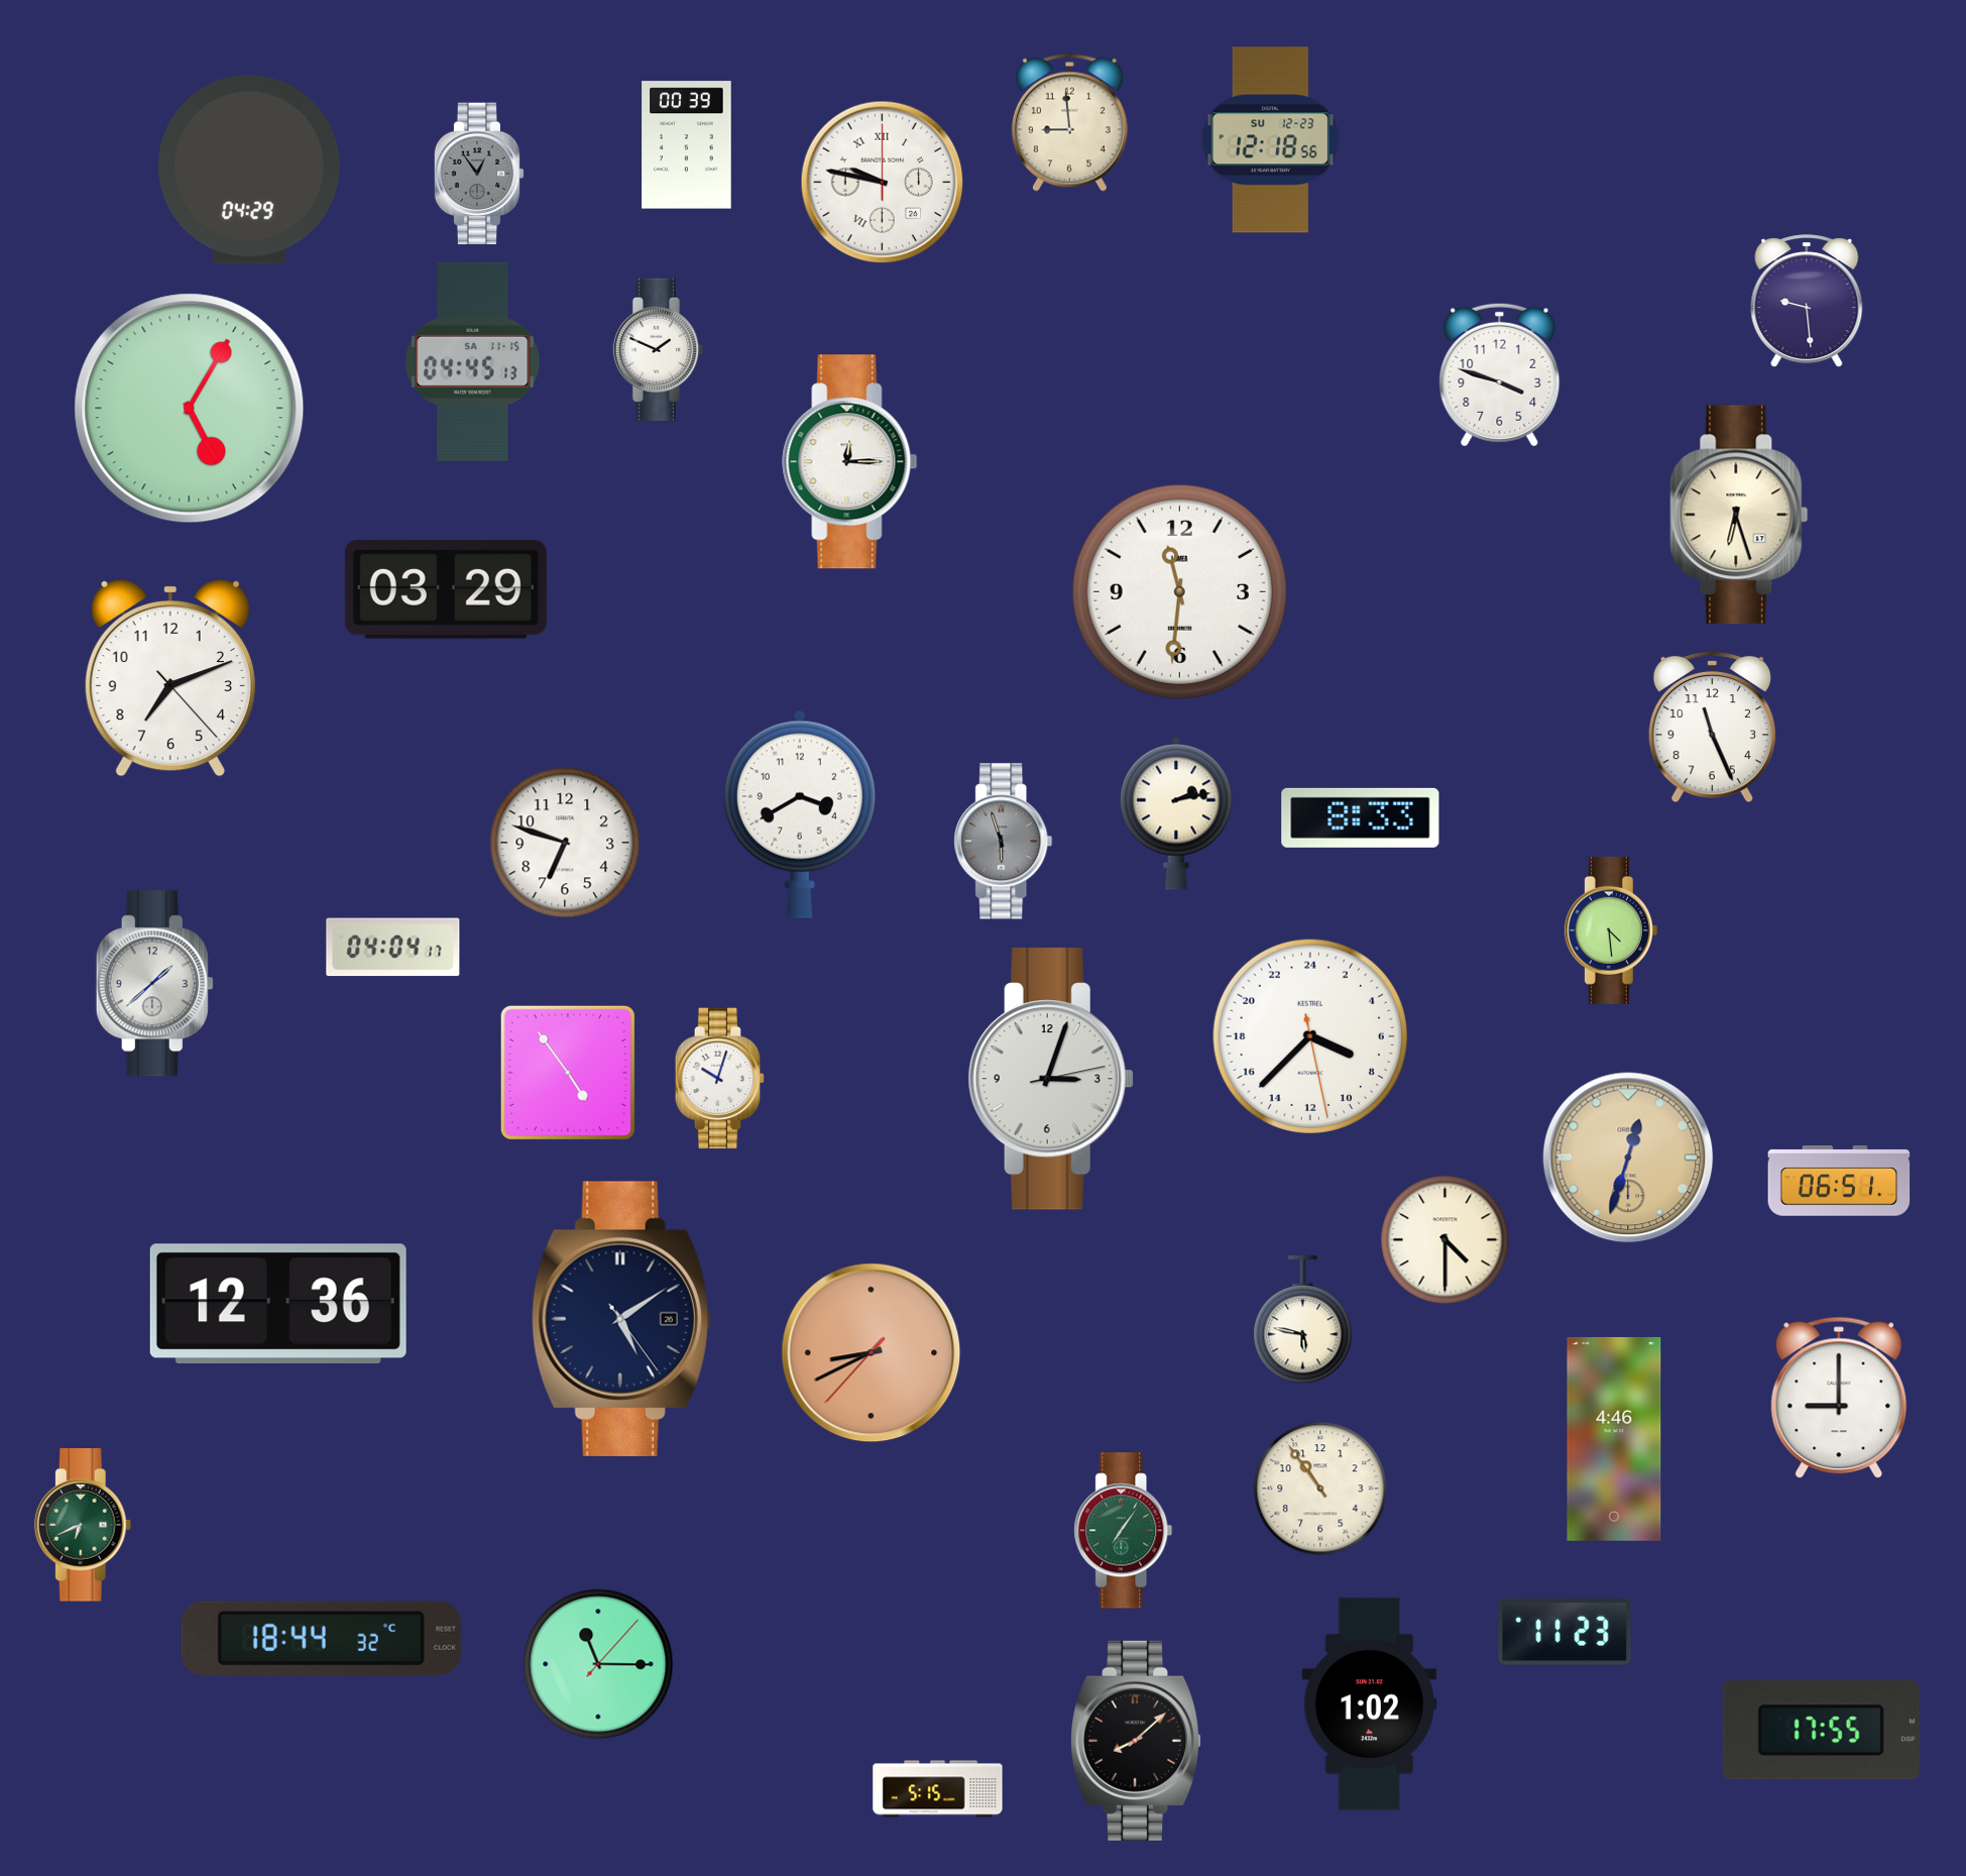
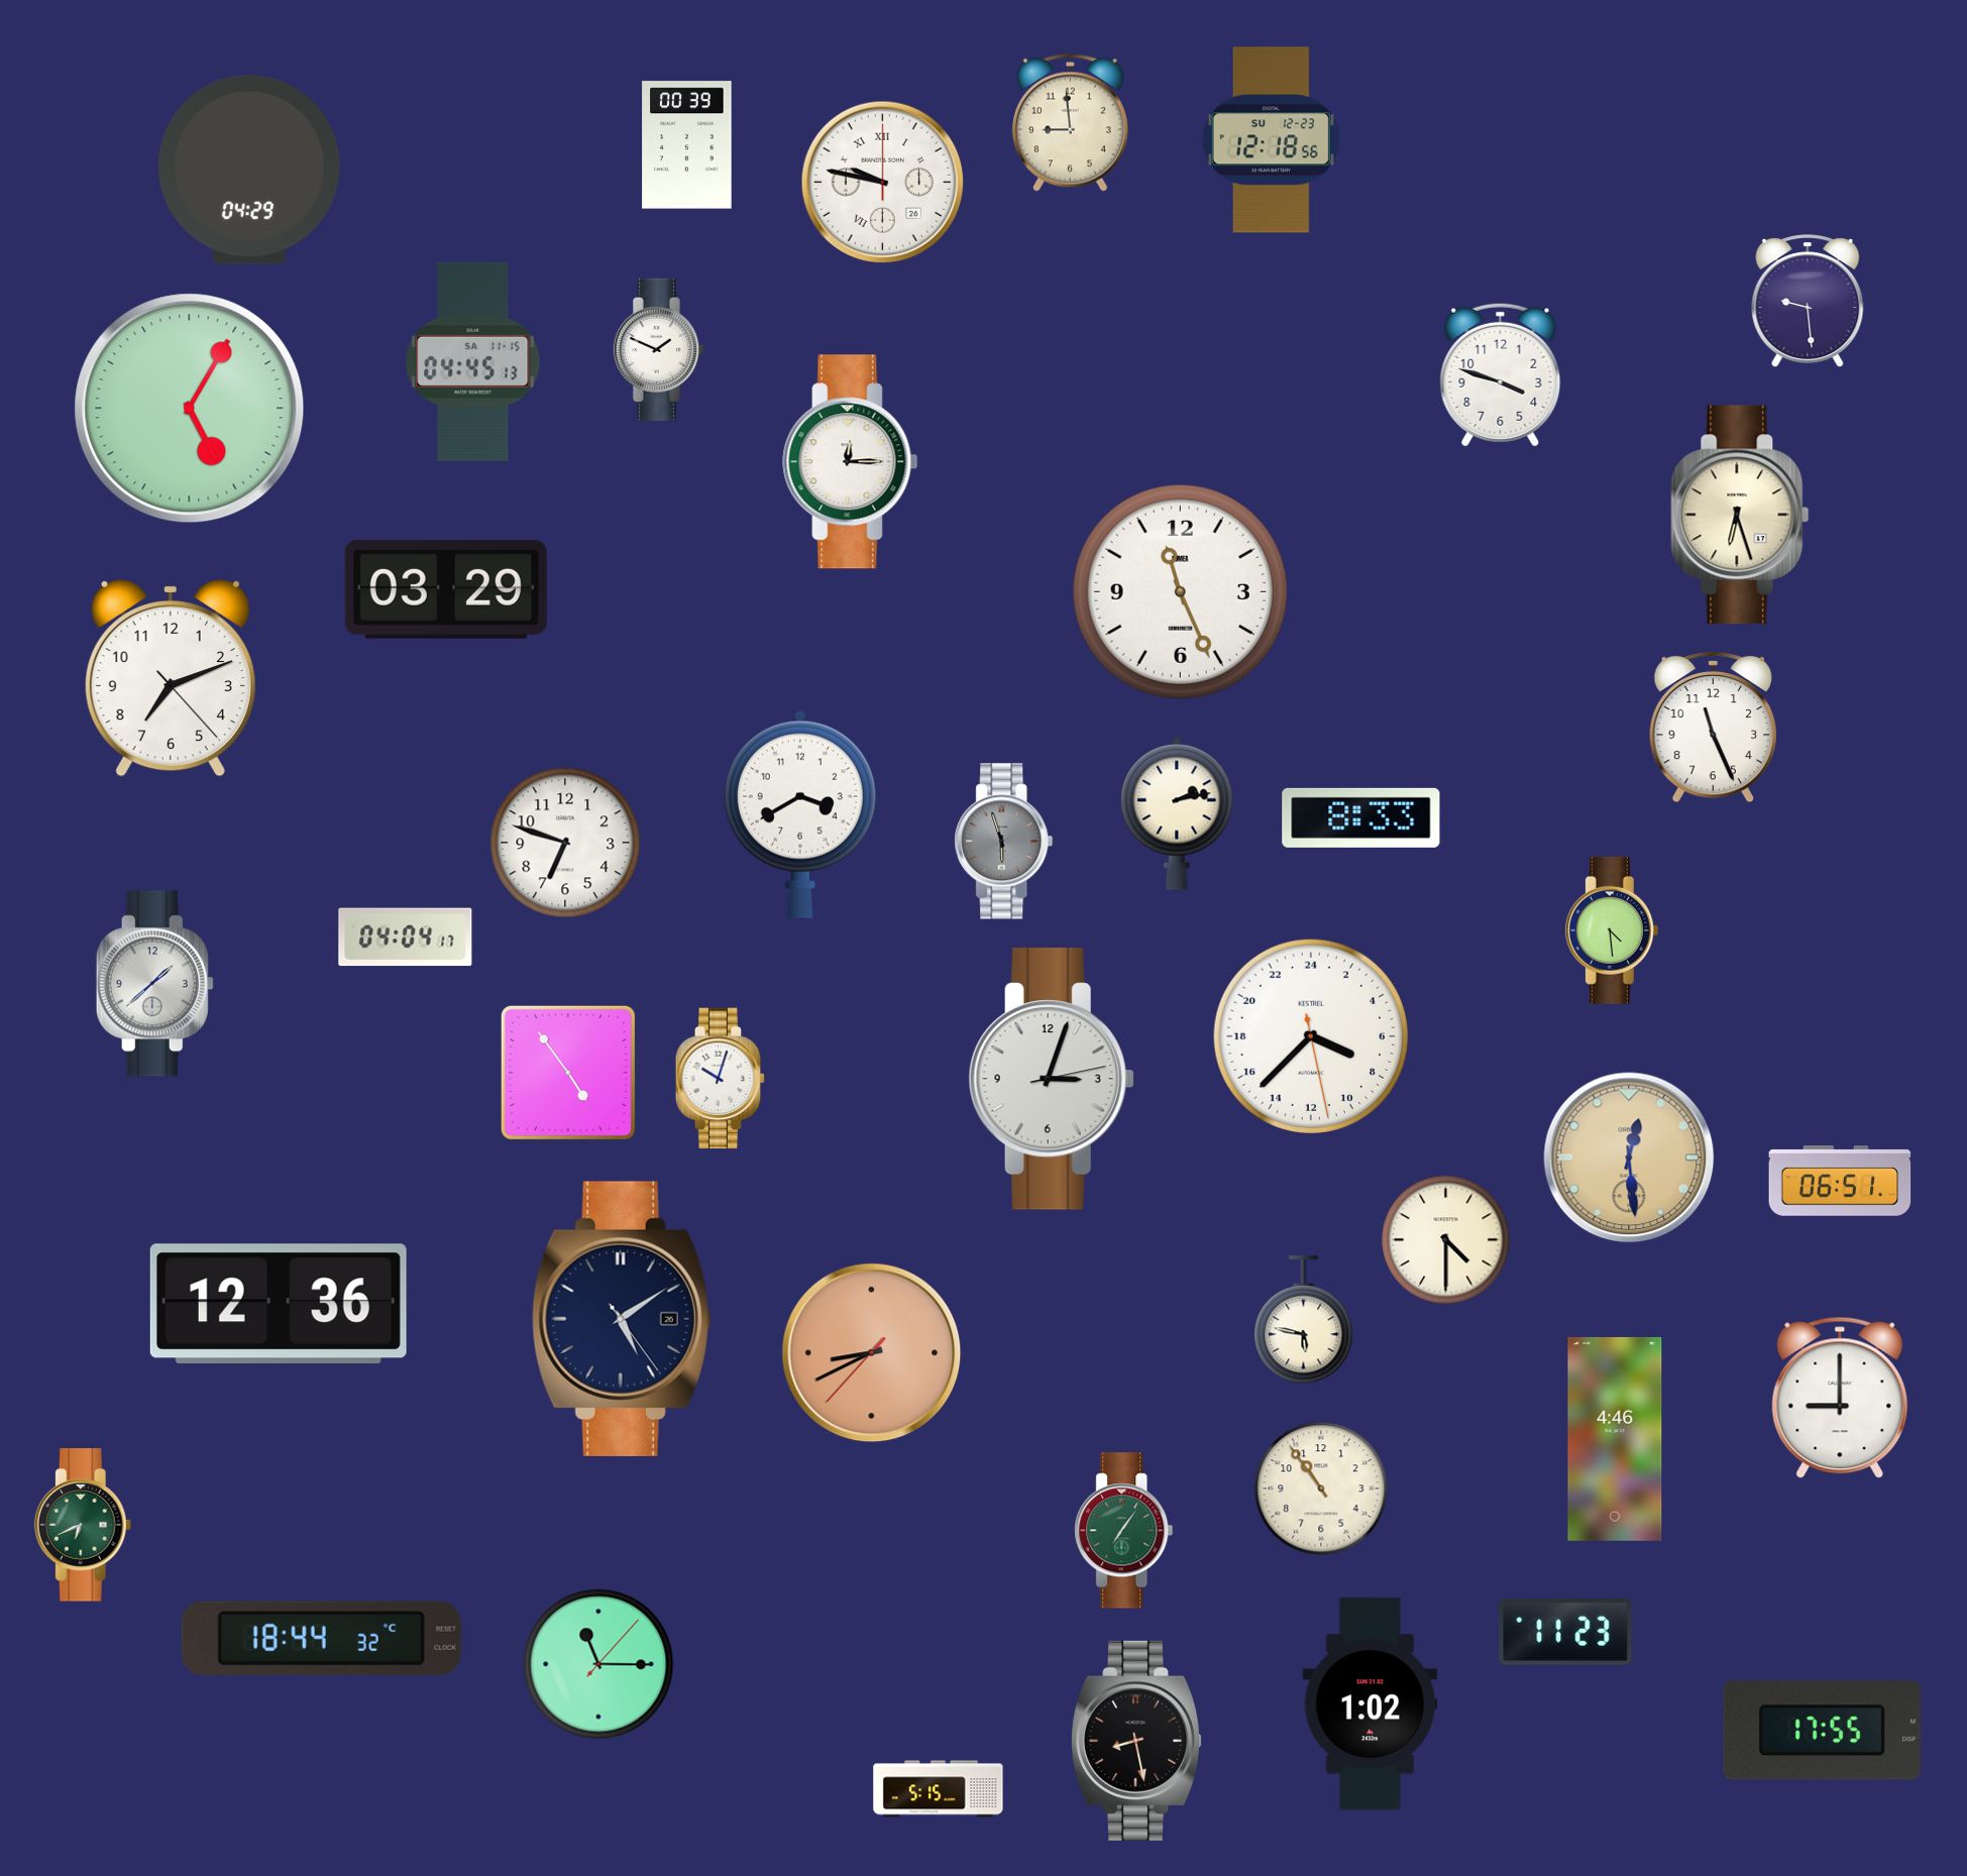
clock at (479, 174): 12:54 -> none
clock at (1179, 591): 11:31 -> 11:26
clock at (393, 948) position: (393, 948) -> (406, 937)
clock at (1628, 1157): 12:33 -> 12:29
clock at (1137, 1741): 8:08 -> 8:28
